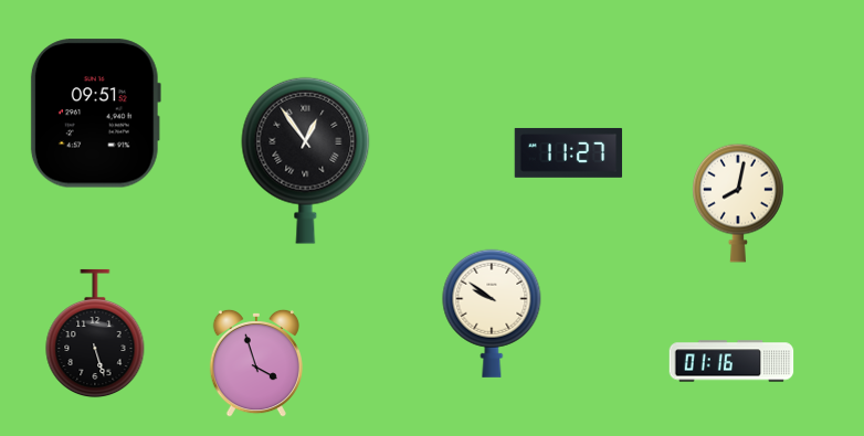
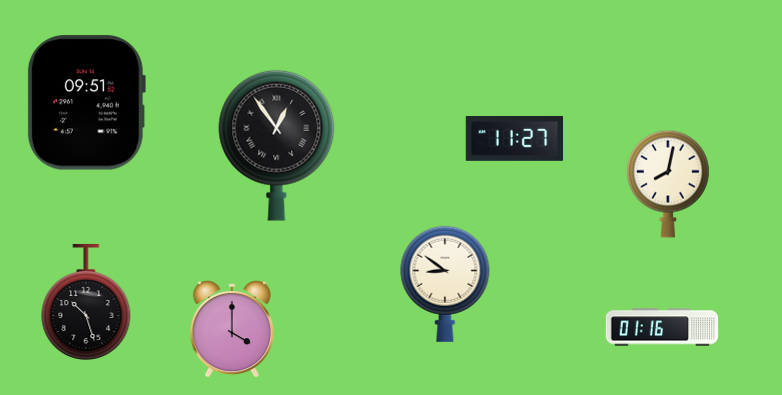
clock at (492, 313): 9:51 -> 8:51
clock at (95, 333): 5:27 -> 10:27
clock at (256, 363): 3:57 -> 4:00
